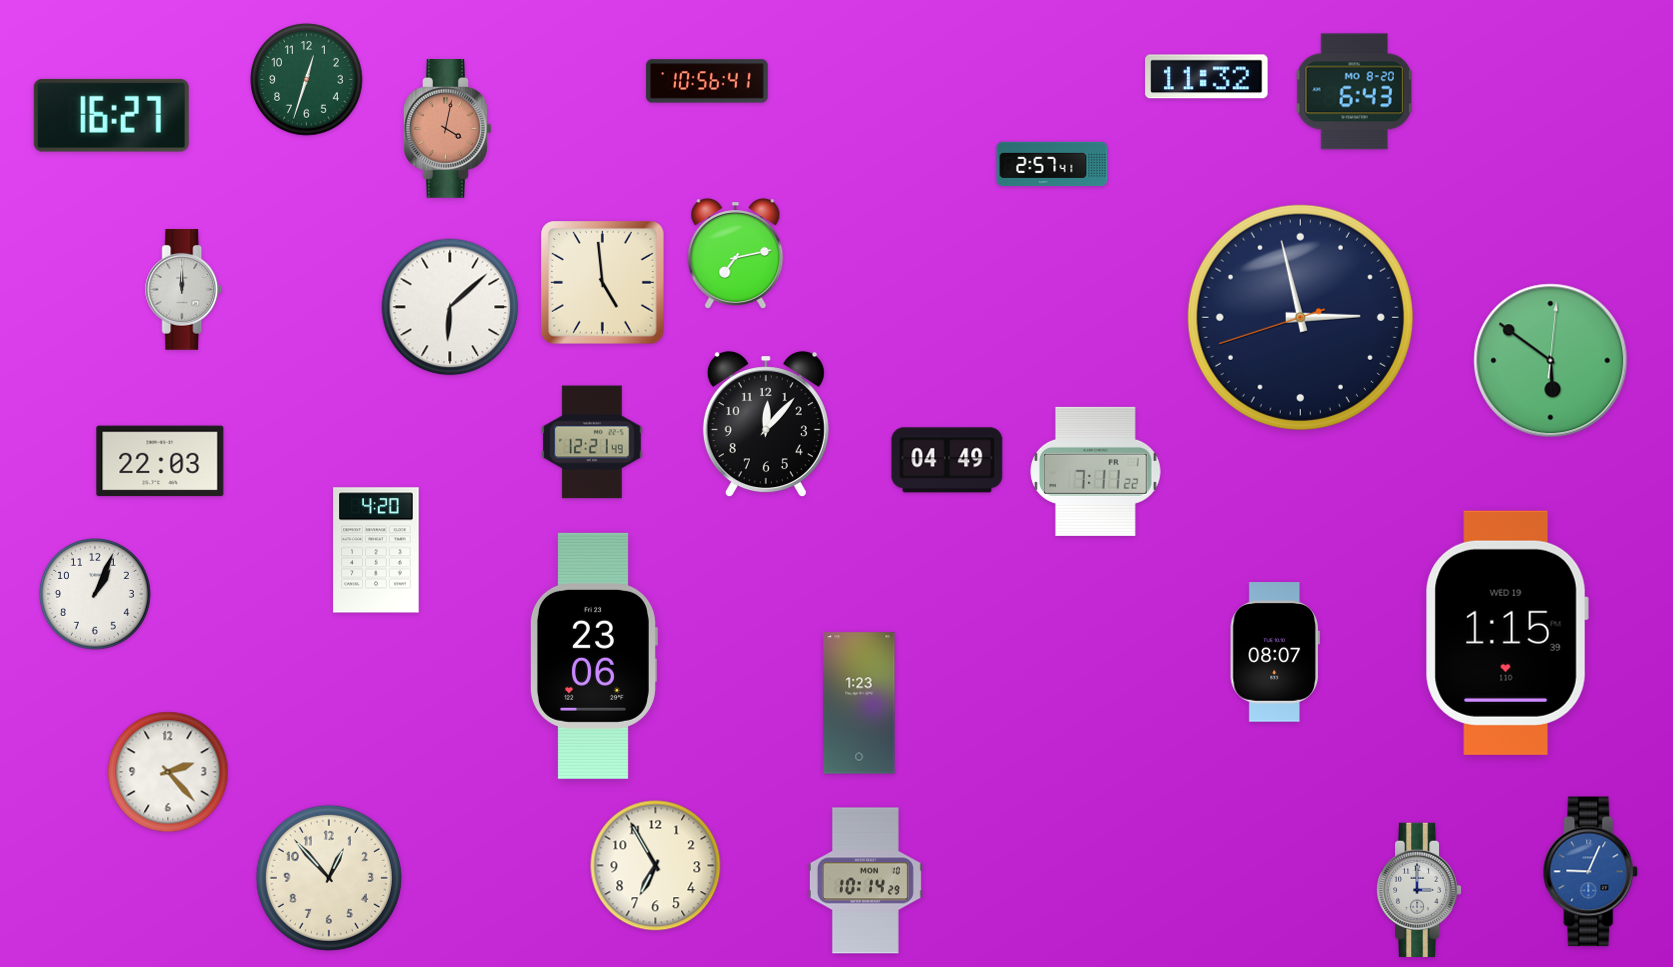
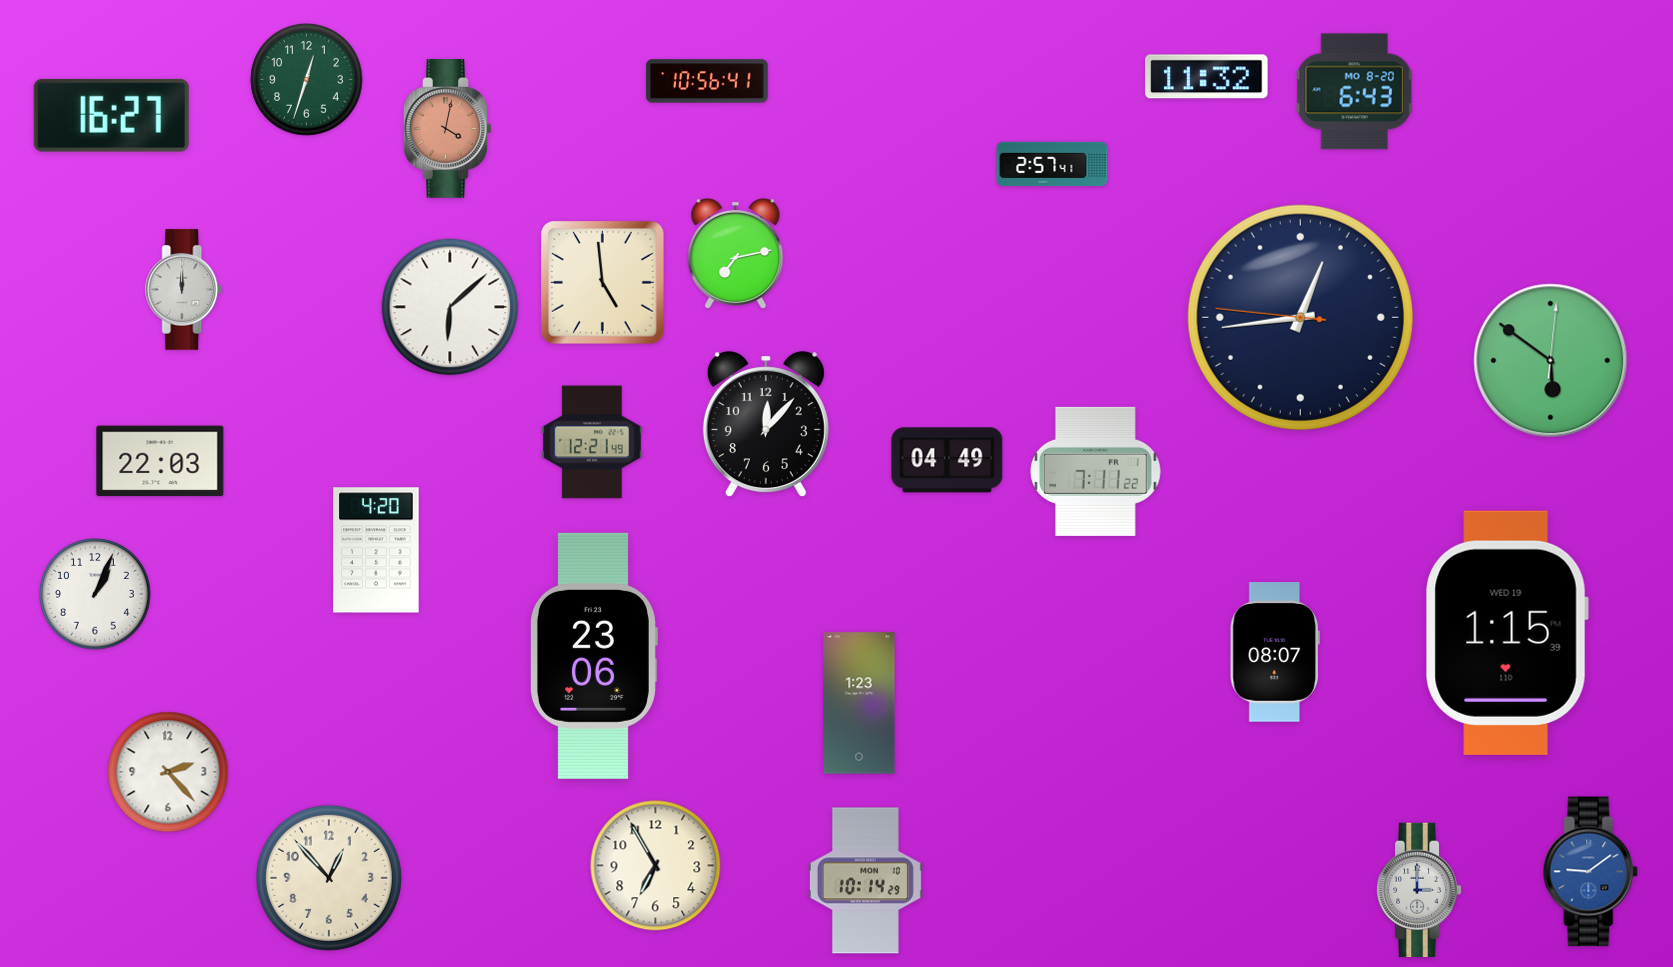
clock at (1300, 317): 2:57 -> 12:43
clock at (1591, 872): 9:04 -> 9:09
